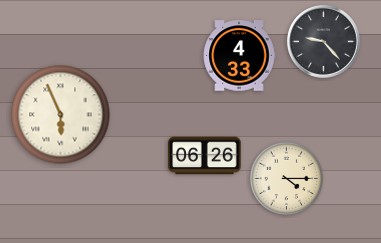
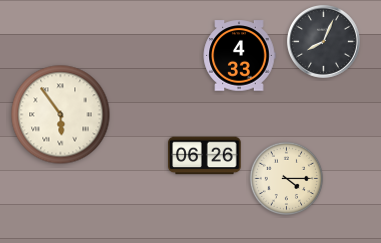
clock at (323, 41): 9:23 -> 8:04
clock at (61, 115): 5:56 -> 5:54
